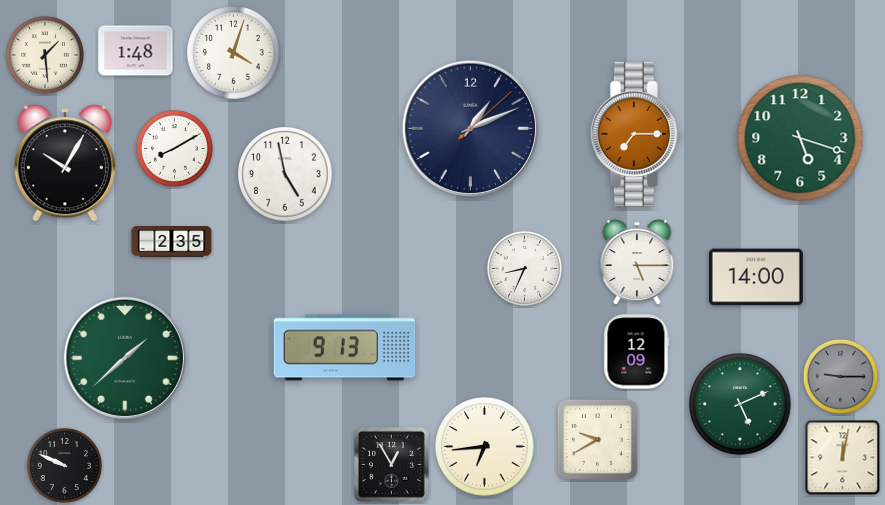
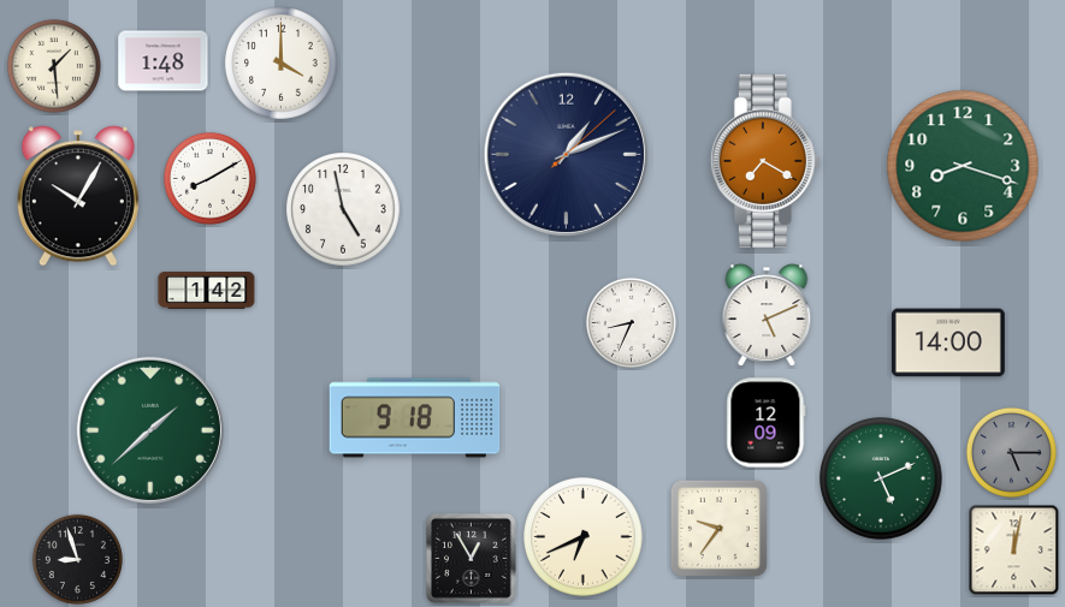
clock at (234, 53): 4:03 -> 4:00
clock at (636, 134): 7:15 -> 7:20
clock at (800, 138): 5:18 -> 8:18
clock at (172, 242): 2:35 -> 1:42
clock at (637, 262): 5:15 -> 5:11
clock at (756, 277) position: (756, 277) -> (948, 343)
clock at (345, 348): 9:13 -> 9:18
clock at (840, 376): 9:15 -> 5:15
clock at (740, 404) position: (740, 404) -> (881, 478)
clock at (597, 439): 9:40 -> 9:36
clock at (485, 447): 6:44 -> 6:41
clock at (64, 465): 9:49 -> 8:57
